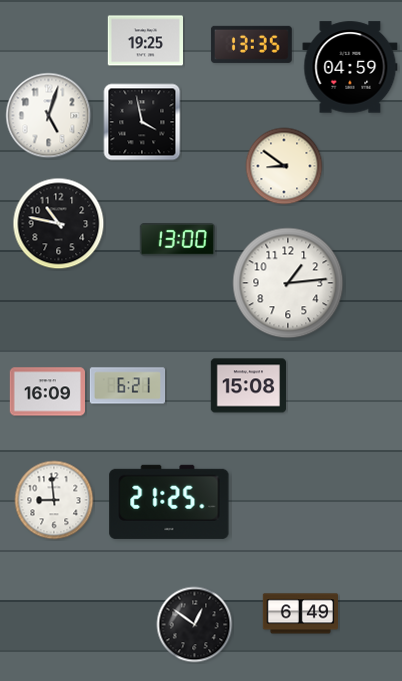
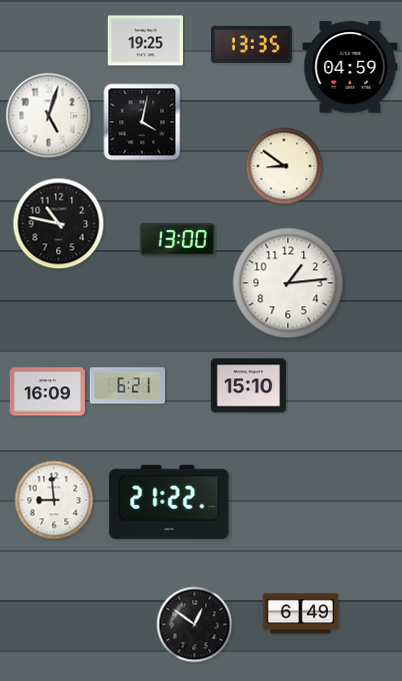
clock at (142, 122): 3:58 -> 4:02
clock at (248, 386): 15:08 -> 15:10
clock at (169, 502): 21:25 -> 21:22
